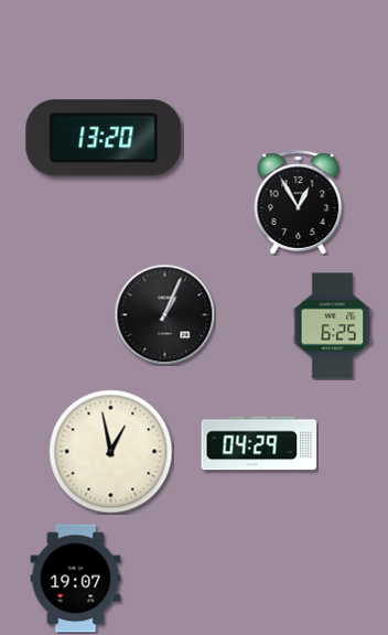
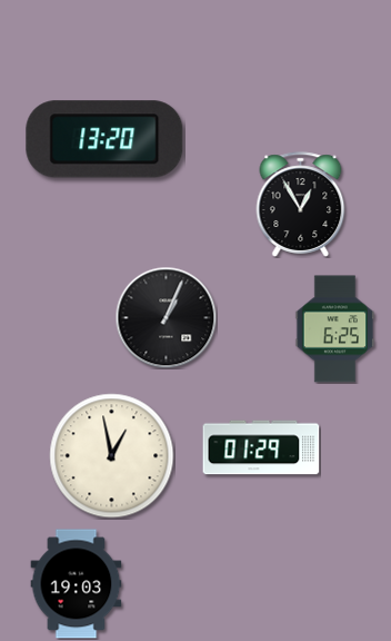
clock at (259, 443): 04:29 -> 01:29
clock at (76, 579): 19:07 -> 19:03
